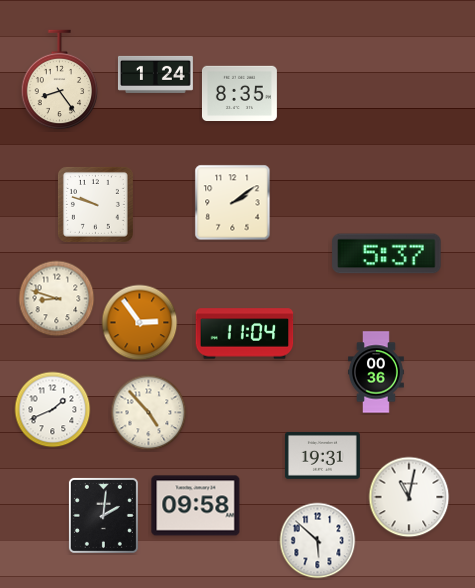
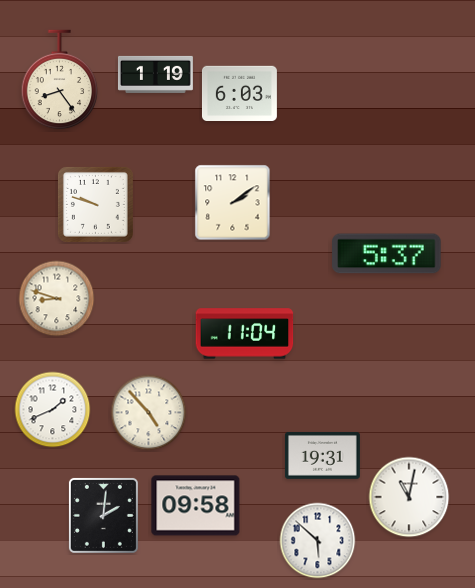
clock at (155, 74): 1:24 -> 1:19
clock at (239, 93): 8:35 -> 6:03
clock at (140, 323): 2:54 -> none
clock at (377, 372): 00:36 -> none
